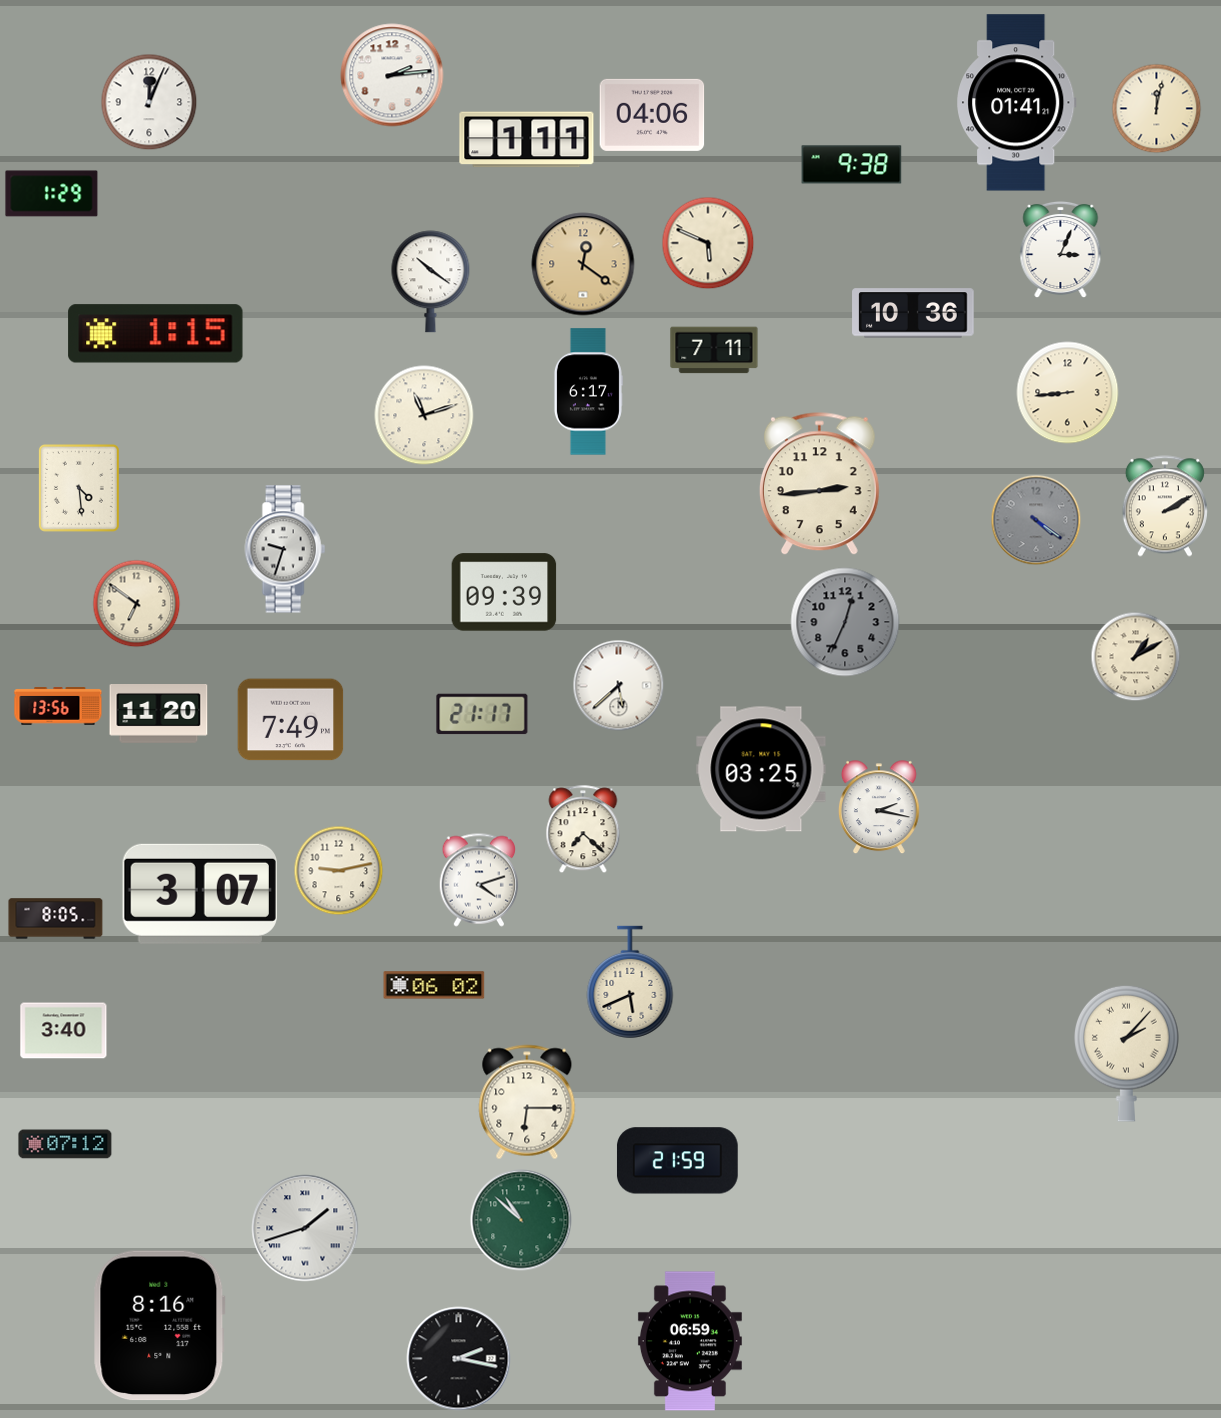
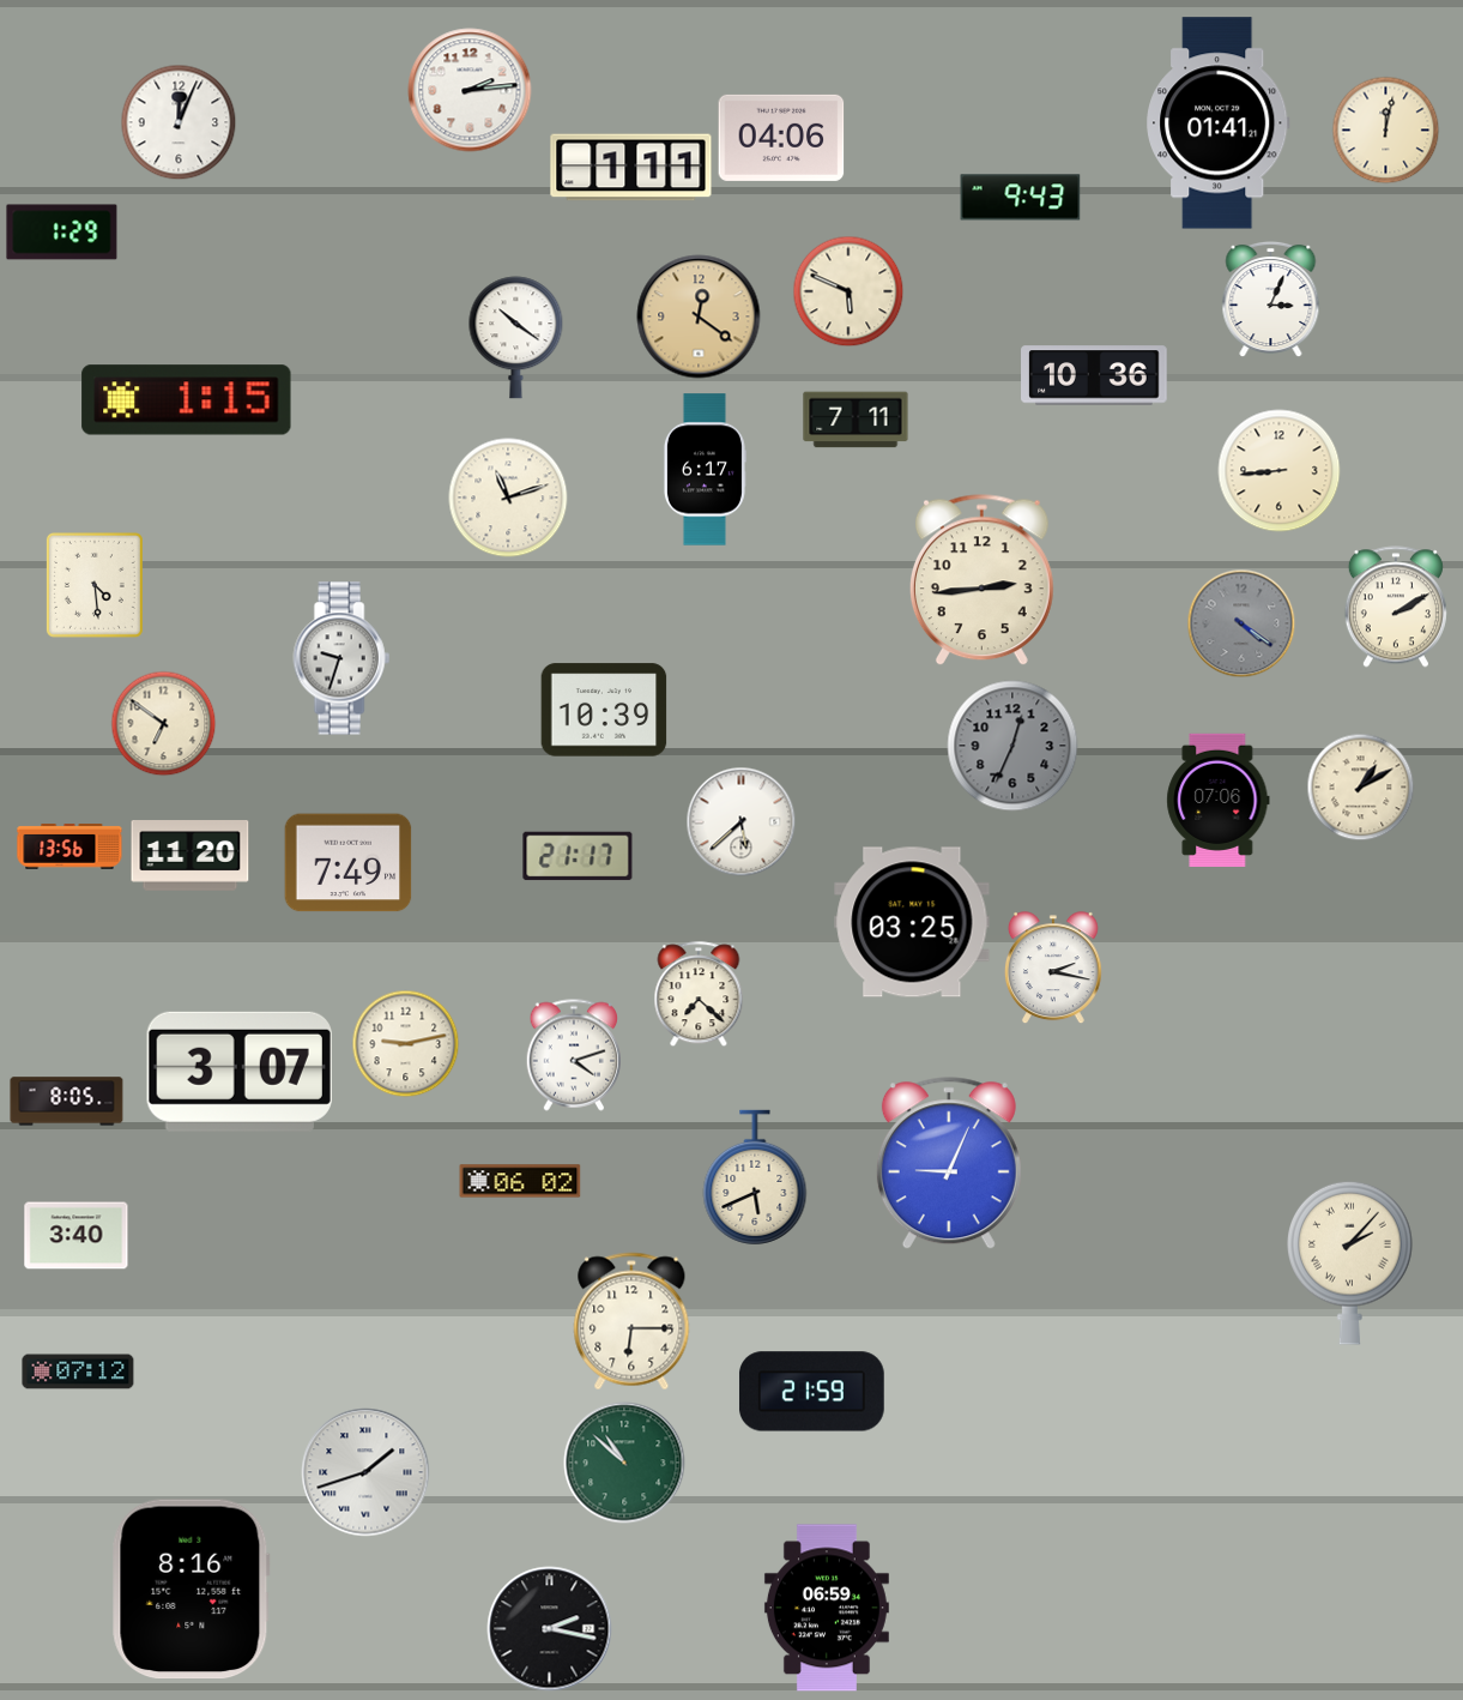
clock at (852, 165): 9:38 -> 9:43
clock at (504, 592): 09:39 -> 10:39
clock at (1219, 800): none -> 07:06
clock at (949, 1164): none -> 9:04
